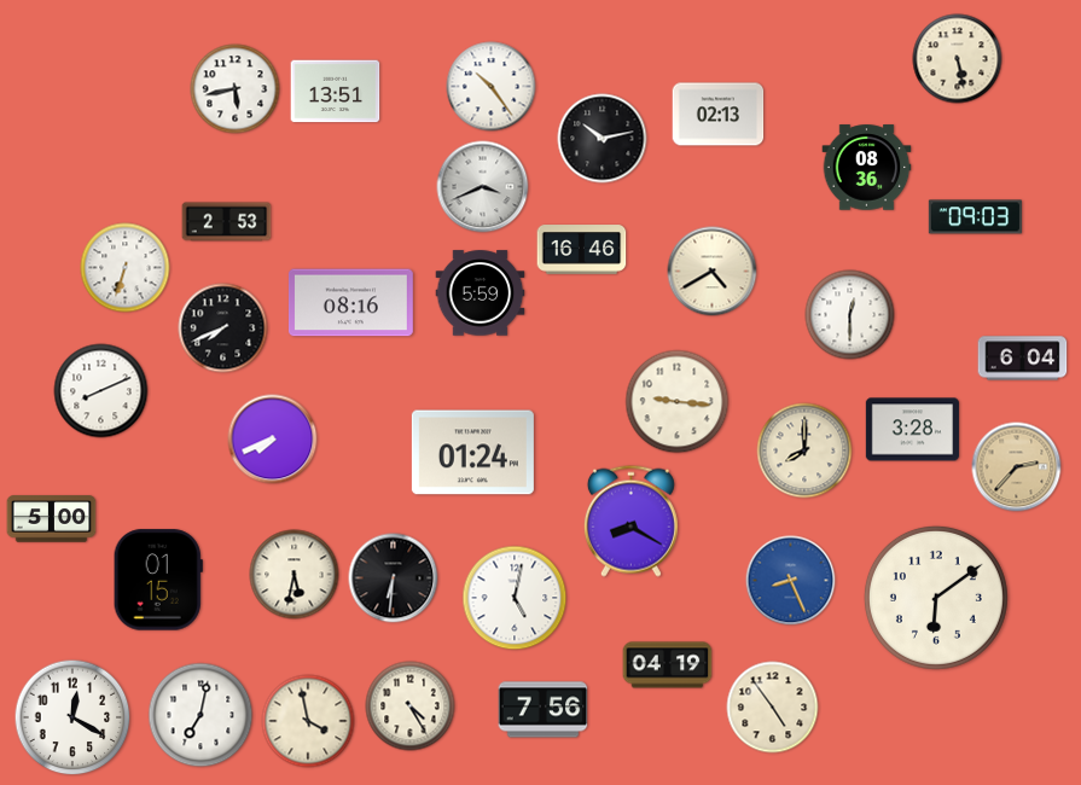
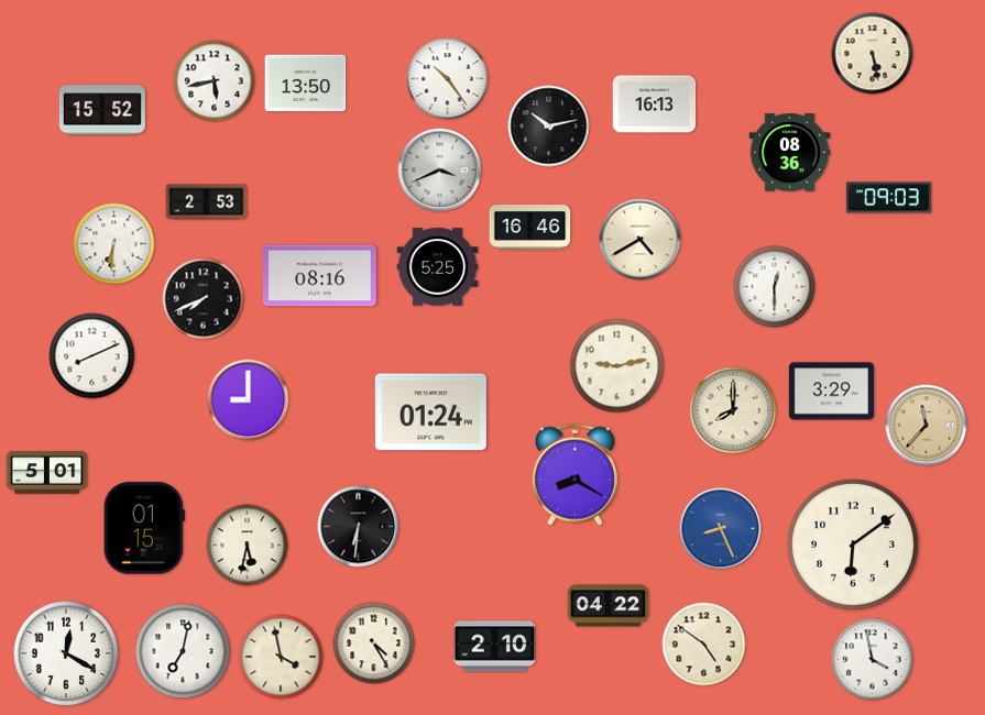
clock at (336, 92): 13:51 -> 13:50
clock at (719, 115): 02:13 -> 16:13
clock at (102, 110): none -> 15:52
clock at (126, 268): 6:33 -> 6:31
clock at (713, 272) position: (713, 272) -> (641, 240)
clock at (481, 293): 5:59 -> 5:25
clock at (1023, 359): 6:04 -> none
clock at (678, 402): 9:16 -> 9:13
clock at (912, 430): 3:28 -> 3:29
clock at (273, 440): 7:41 -> 9:00
clock at (1017, 467): 2:37 -> 11:37
clock at (52, 519): 5:00 -> 5:01
clock at (295, 575) position: (295, 575) -> (248, 546)
clock at (515, 598): 5:02 -> none
clock at (668, 665): 04:19 -> 04:22
clock at (773, 708): 4:54 -> 4:51
clock at (544, 710): 7:56 -> 2:10
clock at (873, 660): none -> 3:58
